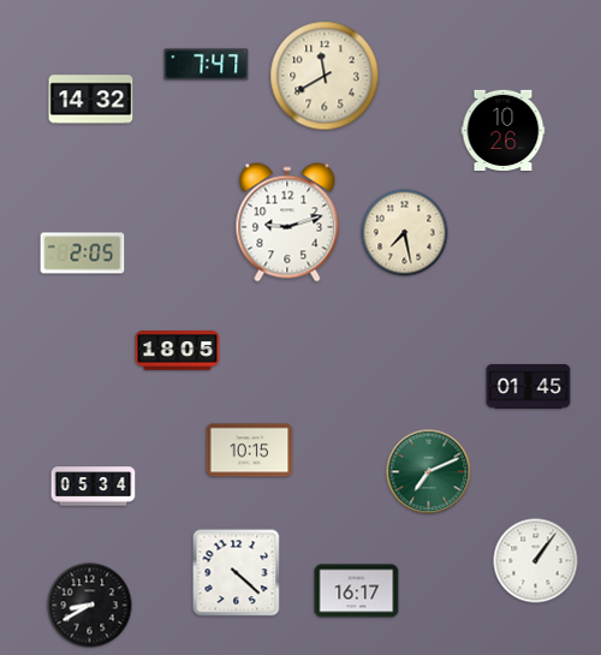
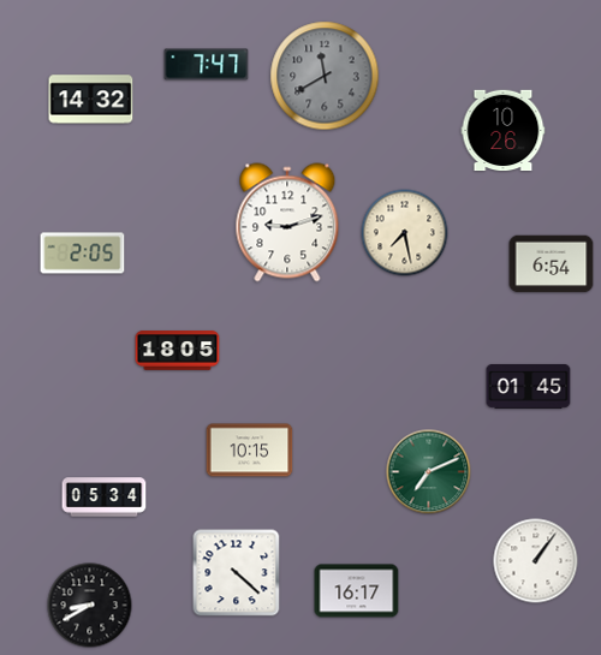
clock at (325, 76) dial: cream -> grey
clock at (552, 264): none -> 6:54
clock at (94, 487) position: (94, 487) -> (105, 498)
